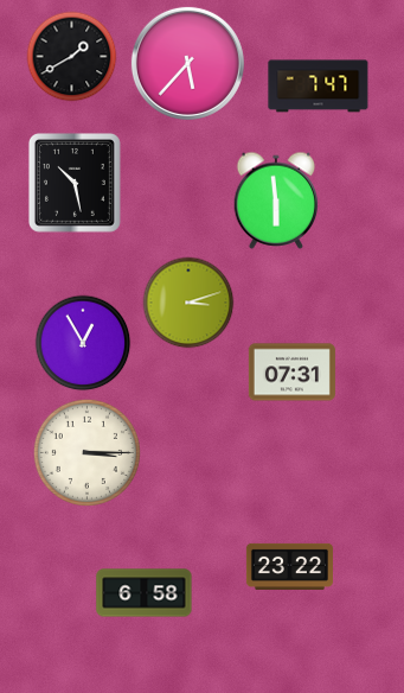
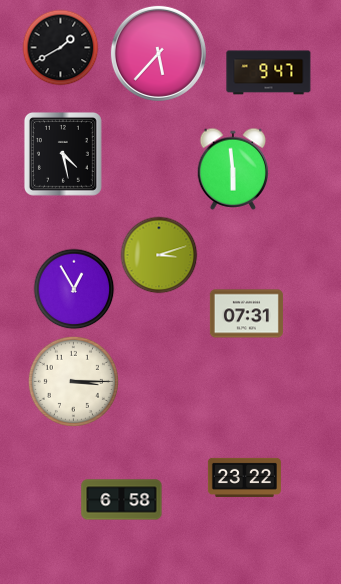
clock at (319, 87): 7:47 -> 9:47
clock at (75, 183): 10:28 -> 4:28
clock at (83, 343) position: (83, 343) -> (74, 289)
